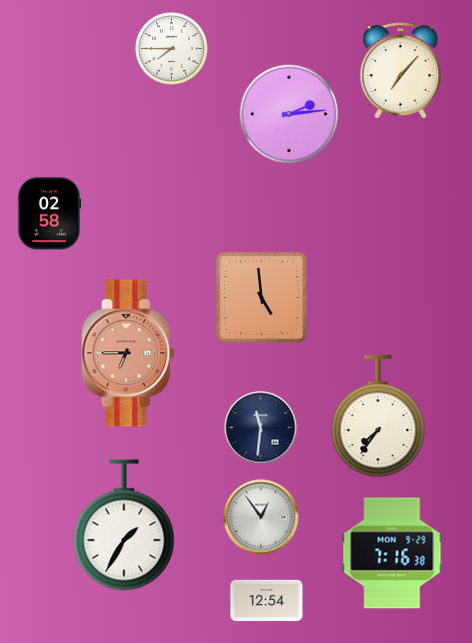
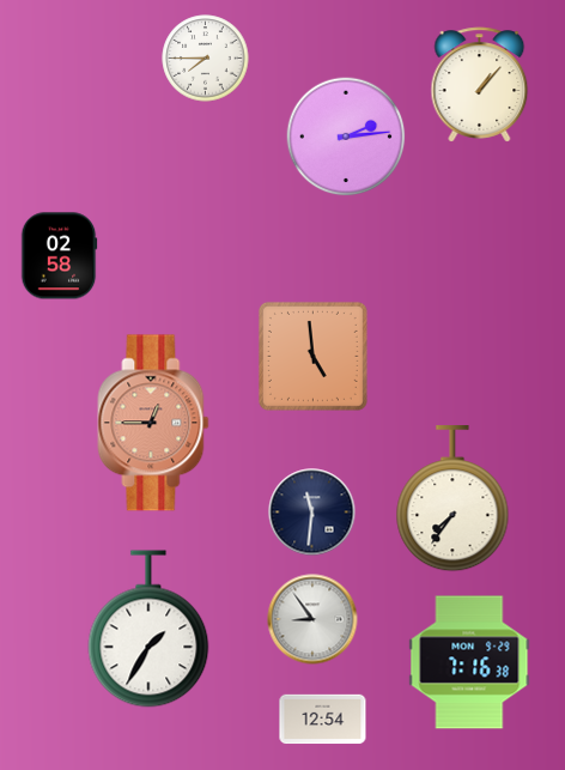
clock at (401, 71): 7:07 -> 1:07
clock at (128, 353): 6:45 -> 12:45
clock at (261, 517): 12:54 -> 8:54
clock at (267, 601) position: (267, 601) -> (323, 720)
